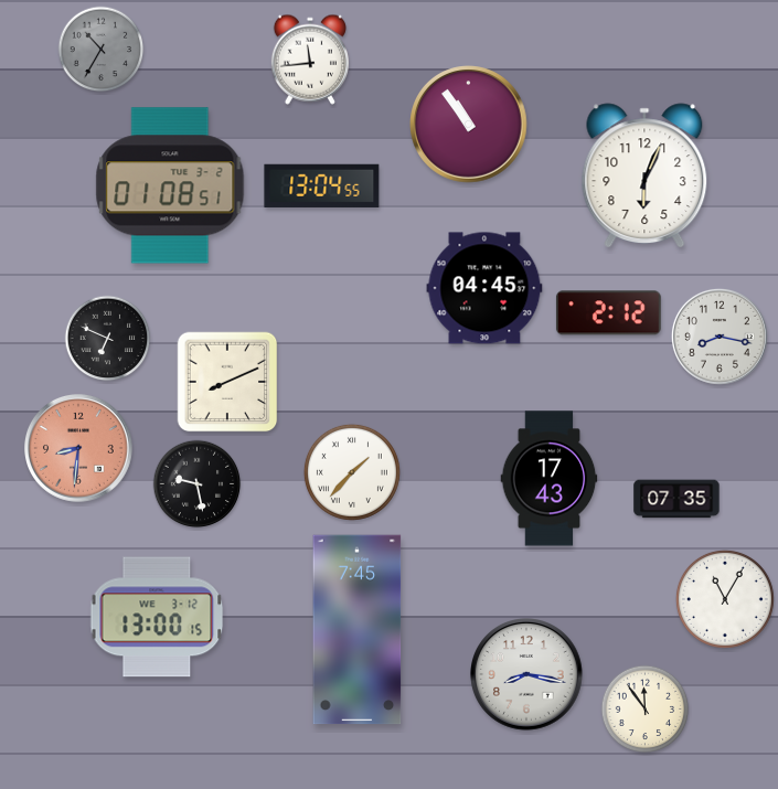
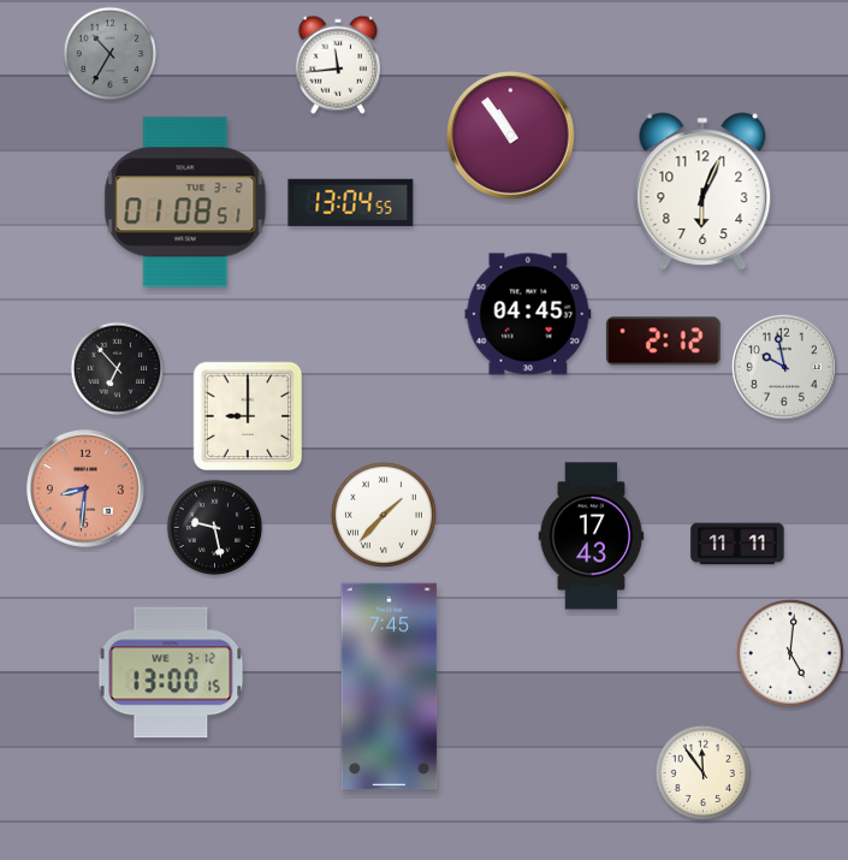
clock at (720, 337): 8:17 -> 9:58
clock at (108, 339): 6:49 -> 6:53
clock at (227, 382): 8:11 -> 9:00
clock at (550, 479) position: (550, 479) -> (592, 536)
clock at (676, 499): 07:35 -> 11:11
clock at (725, 599): 11:05 -> 5:01
clock at (527, 675): 8:17 -> none
